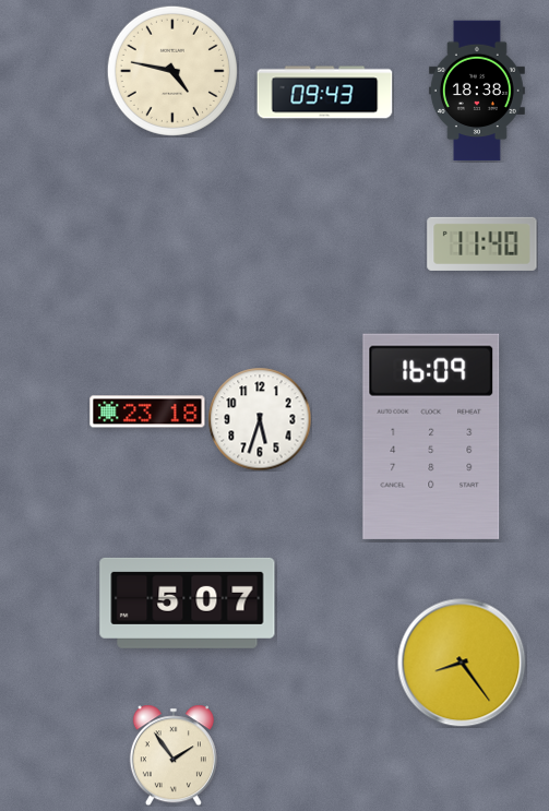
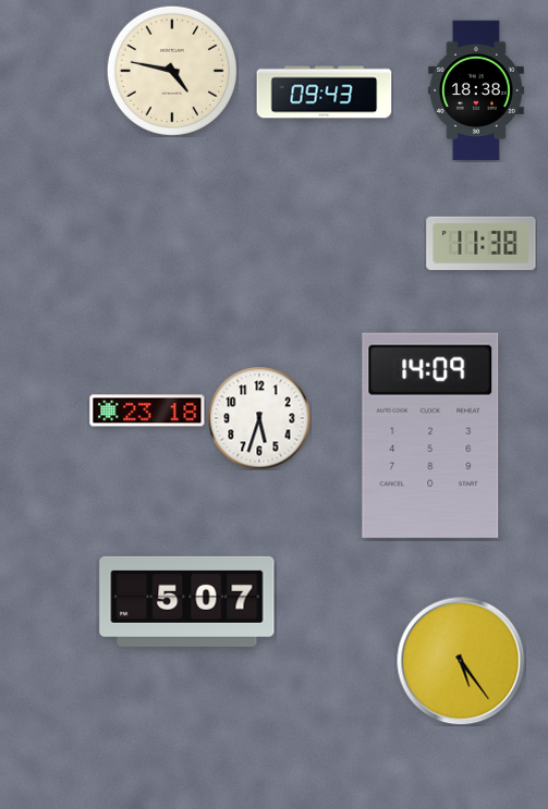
clock at (482, 243): 11:40 -> 11:38
clock at (431, 437): 16:09 -> 14:09
clock at (462, 663): 8:24 -> 5:24
clock at (174, 755): 1:54 -> none
